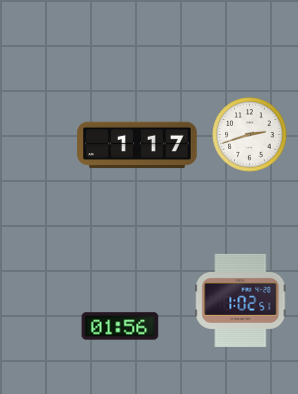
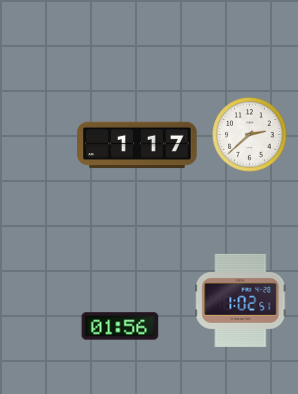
clock at (250, 135): 2:42 -> 2:38
